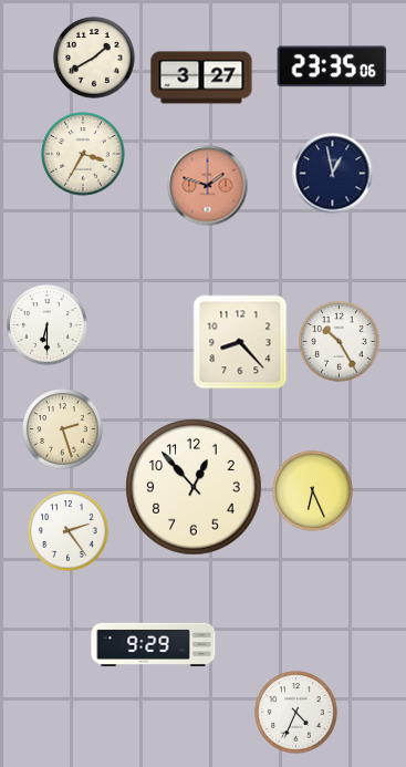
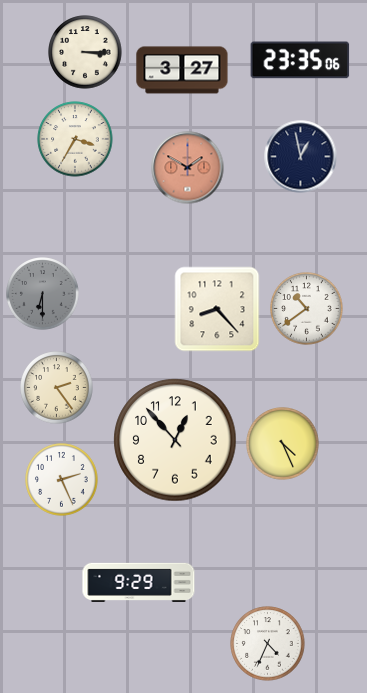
clock at (94, 58): 1:40 -> 3:15
clock at (208, 186): 1:48 -> 1:50
clock at (48, 325) dial: white -> grey
clock at (340, 342): 10:25 -> 10:39
clock at (63, 429): 2:27 -> 2:24
clock at (313, 491): 6:26 -> 4:26
clock at (69, 531): 2:24 -> 2:26
